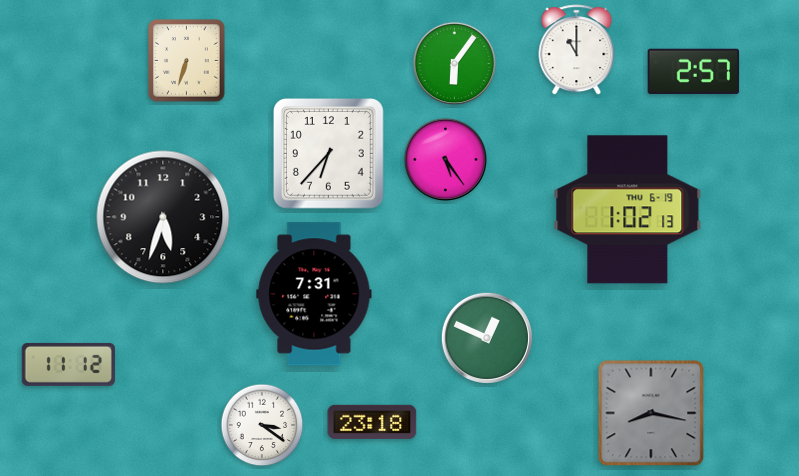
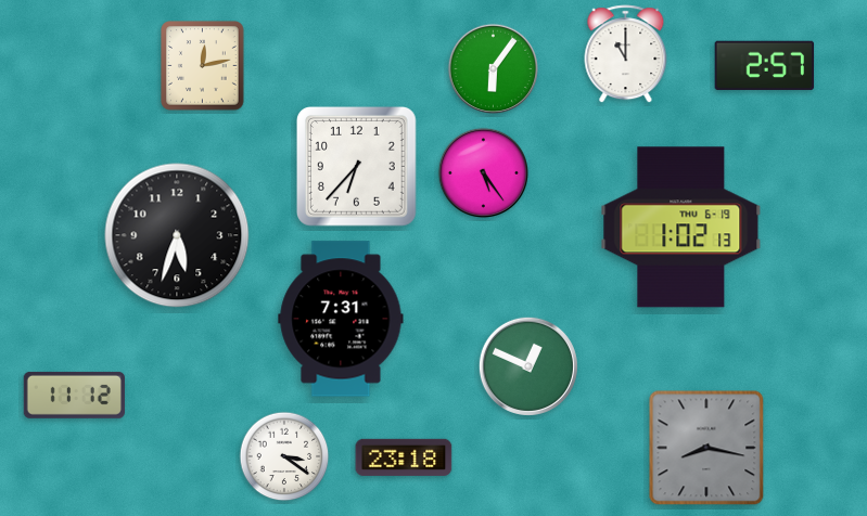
clock at (187, 61): 6:33 -> 12:13
clock at (694, 71) position: (694, 71) -> (765, 65)
clock at (262, 425) position: (262, 425) -> (284, 456)
